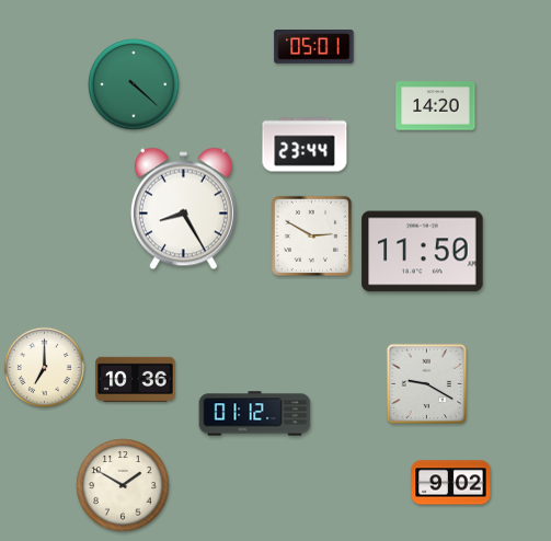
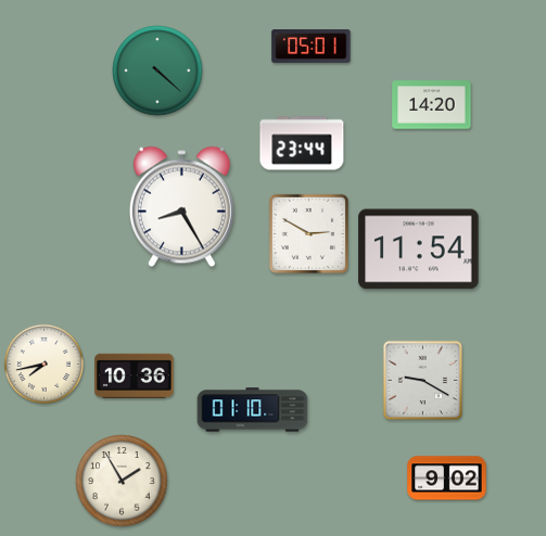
clock at (134, 84) position: (134, 84) -> (157, 71)
clock at (423, 252): 11:50 -> 11:54
clock at (44, 367): 7:00 -> 7:43
clock at (255, 414): 01:12 -> 01:10
clock at (123, 485): 1:50 -> 1:55
